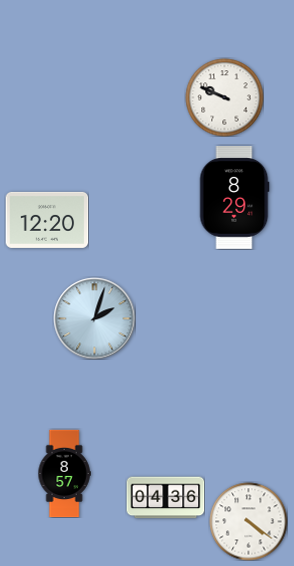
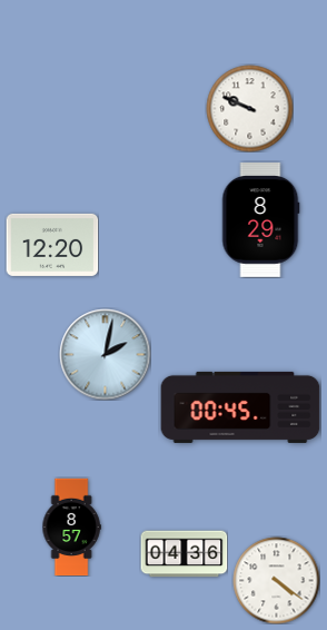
clock at (94, 318): 2:03 -> 2:02
clock at (240, 407): none -> 00:45
